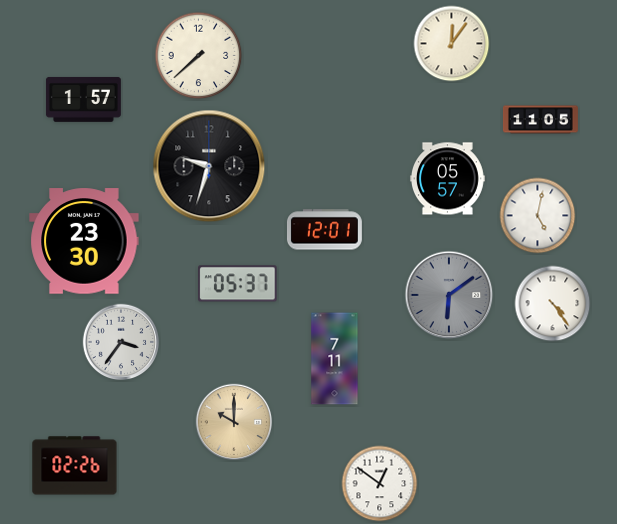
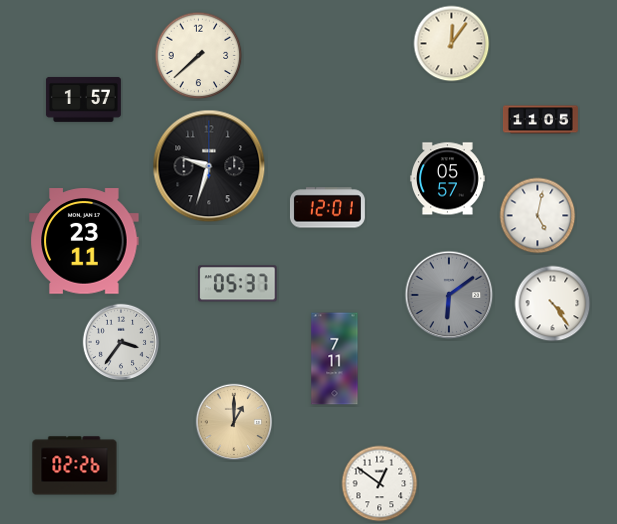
clock at (324, 230) position: (324, 230) -> (327, 208)
clock at (84, 241): 23:30 -> 23:11
clock at (234, 422): 10:00 -> 1:00
